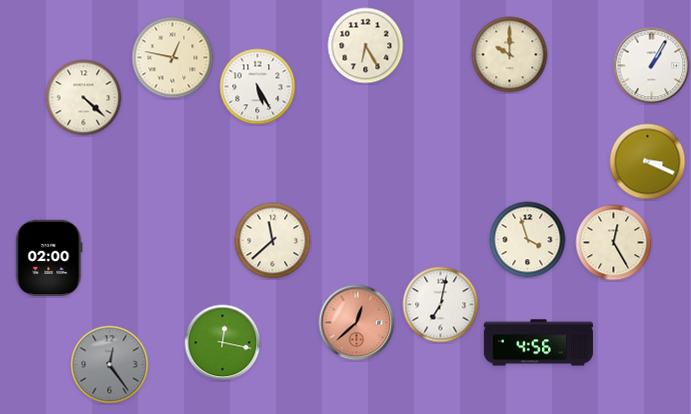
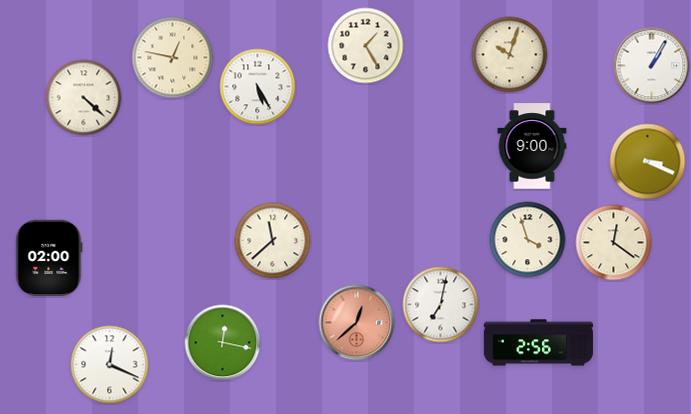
clock at (366, 46): 6:25 -> 1:25
clock at (510, 55): 10:00 -> 10:03
clock at (532, 146): none -> 9:00
clock at (614, 243): 12:25 -> 12:21
clock at (538, 343): 4:56 -> 2:56
clock at (110, 365): 12:24 -> 12:19
clock at (110, 365) dial: grey -> white
